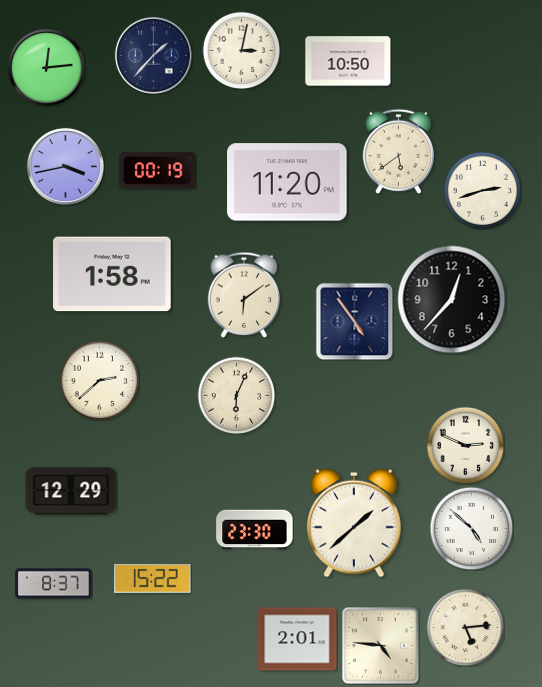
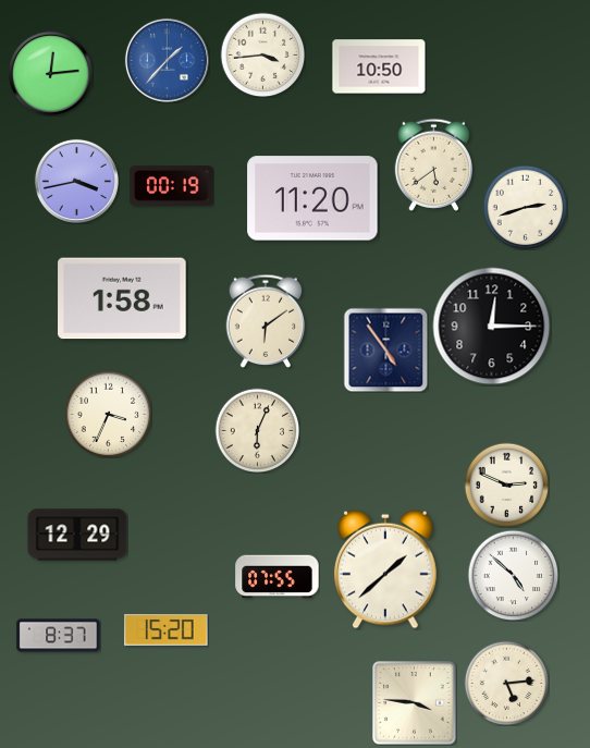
clock at (241, 50): 3:02 -> 3:44
clock at (153, 55) dial: navy -> blue
clock at (65, 166) position: (65, 166) -> (76, 181)
clock at (452, 300): 12:37 -> 12:15
clock at (99, 380): 2:38 -> 3:34
clock at (255, 530): 23:30 -> 07:55
clock at (153, 578): 15:22 -> 15:20
clock at (297, 639): 2:01 -> none
clock at (381, 646): 4:46 -> 3:46
